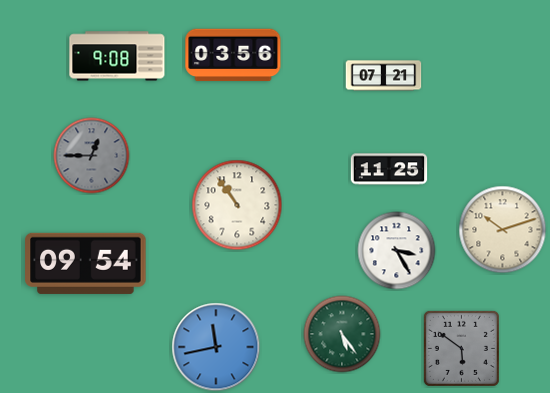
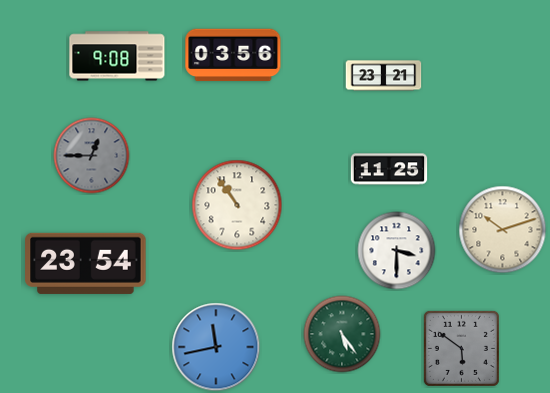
clock at (384, 76): 07:21 -> 23:21
clock at (397, 251): 3:25 -> 3:30
clock at (86, 263): 09:54 -> 23:54
